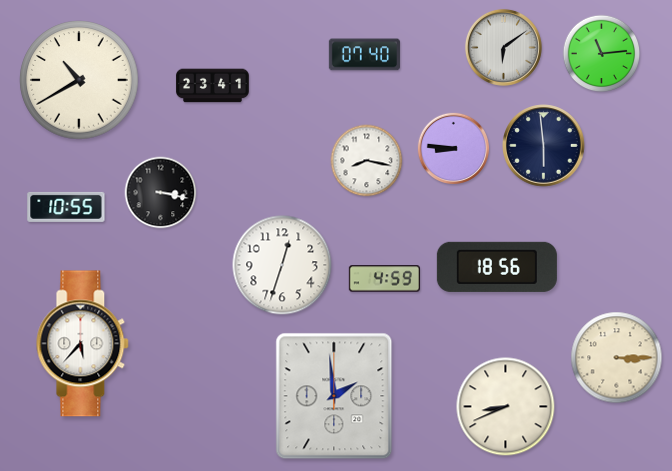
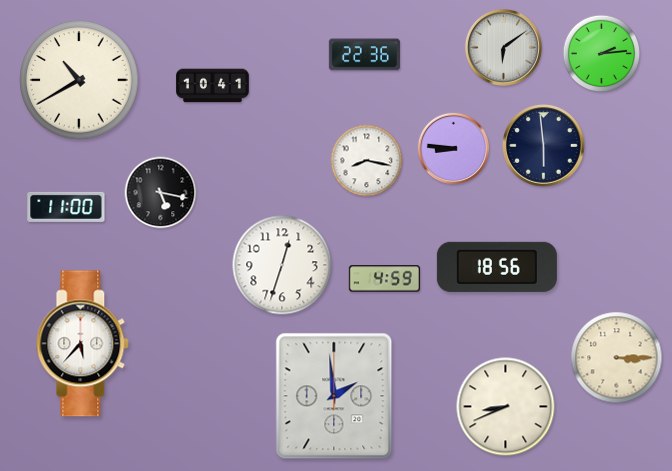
clock at (602, 54): 11:14 -> 2:14
clock at (364, 55): 07:40 -> 22:36
clock at (212, 86): 23:41 -> 10:41
clock at (161, 193): 3:17 -> 5:17
clock at (66, 207): 10:55 -> 11:00
